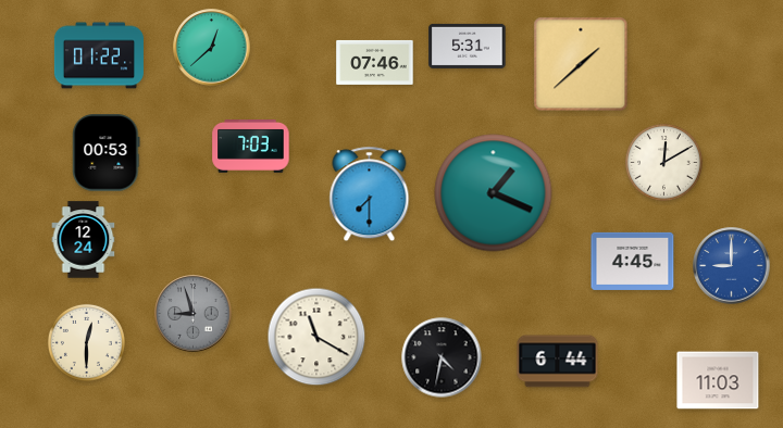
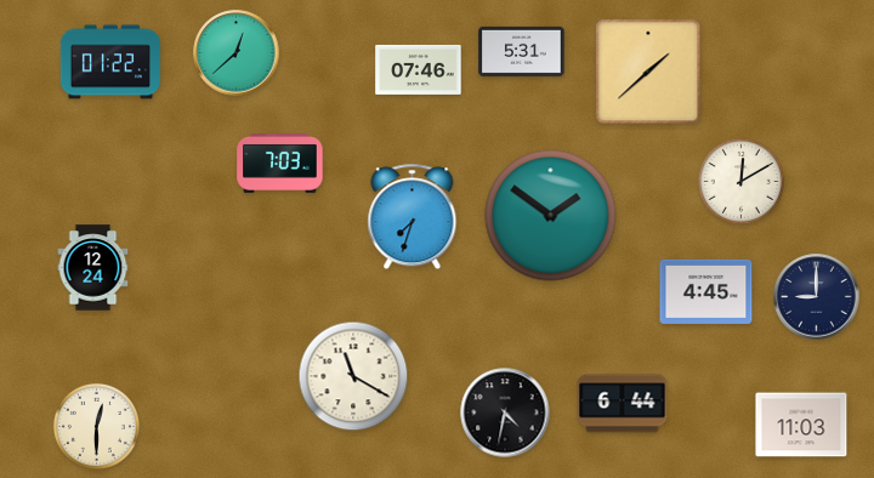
clock at (107, 153): 00:53 -> none
clock at (494, 193): 1:19 -> 1:51
clock at (370, 194): 7:30 -> 7:33
clock at (732, 266) dial: blue -> navy
clock at (194, 314): 8:57 -> none
clock at (86, 342) position: (86, 342) -> (96, 426)
clock at (442, 357) position: (442, 357) -> (505, 412)
